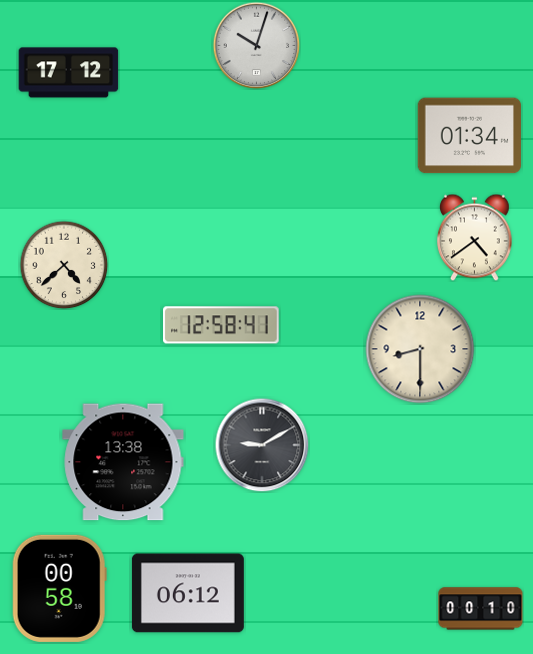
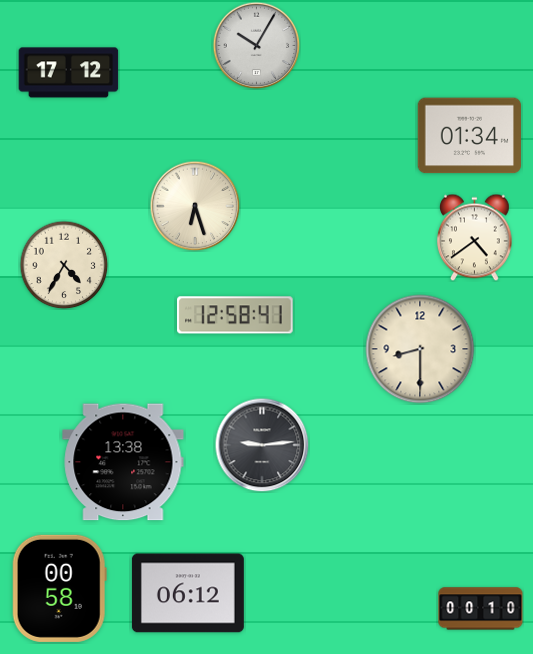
clock at (256, 45): 10:03 -> 10:05
clock at (195, 206): none -> 6:27
clock at (64, 265): 4:38 -> 4:35
clock at (221, 325) position: (221, 325) -> (235, 315)
clock at (262, 445): 9:10 -> 9:14
